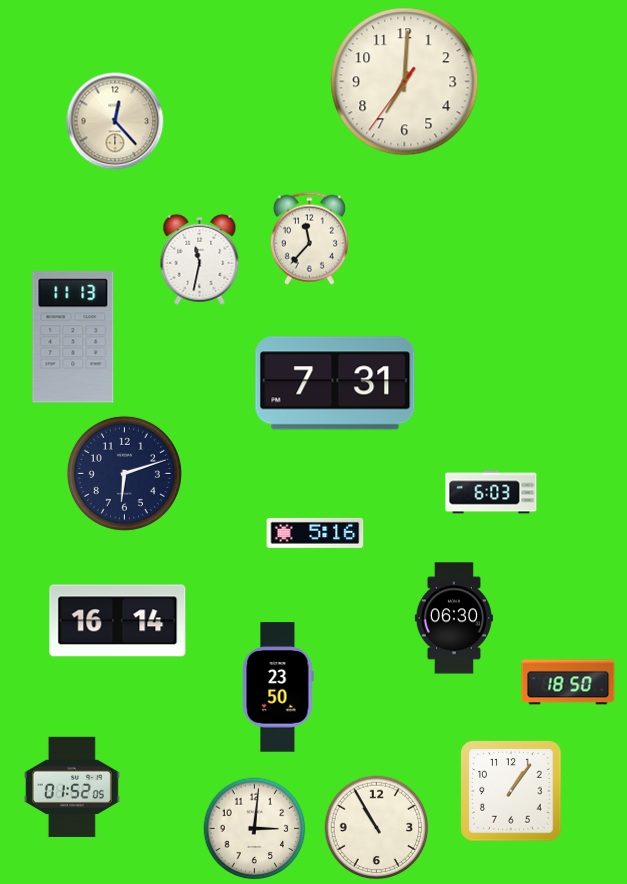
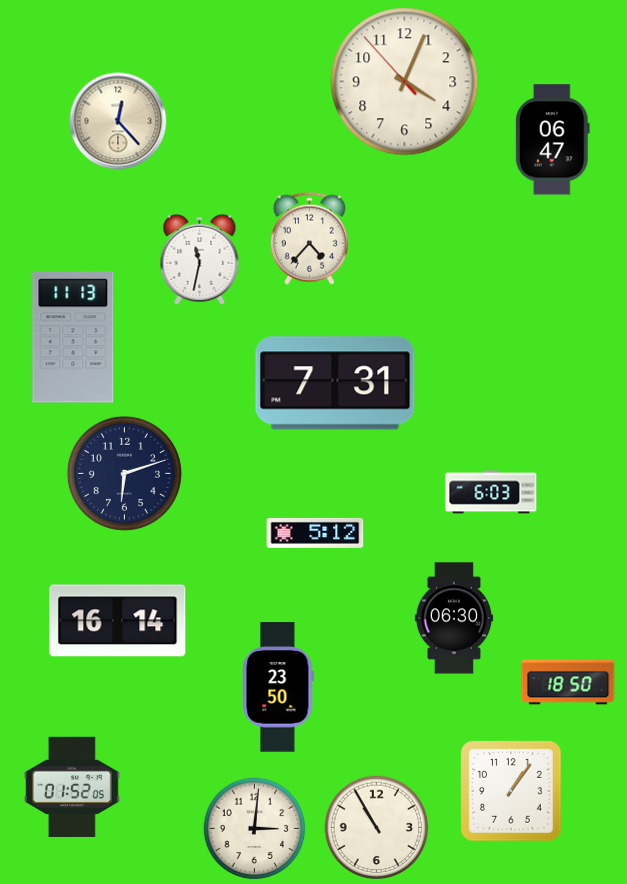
clock at (405, 82): 7:00 -> 4:03
clock at (115, 121) position: (115, 121) -> (118, 121)
clock at (552, 140): none -> 06:47
clock at (309, 238): 11:37 -> 4:37
clock at (315, 533): 5:16 -> 5:12
